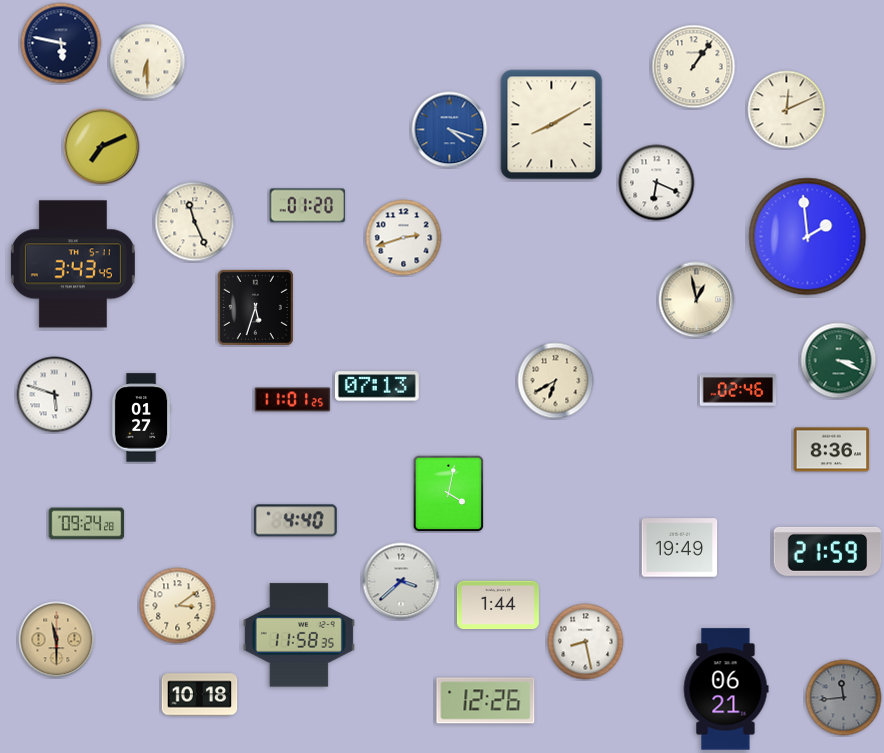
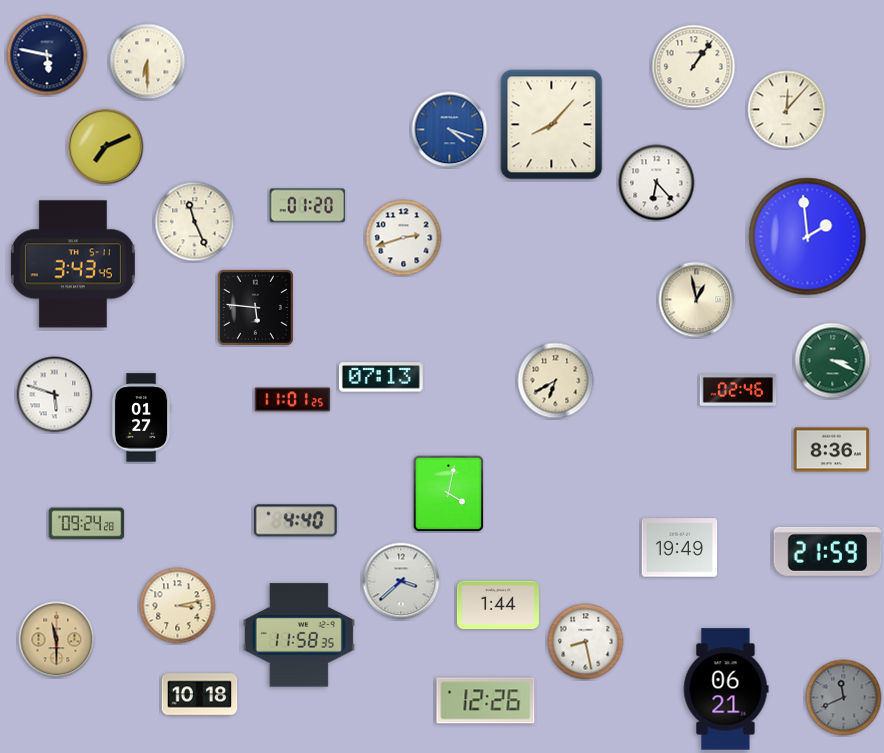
clock at (61, 43) position: (61, 43) -> (47, 55)
clock at (787, 110): 12:11 -> 12:07
clock at (552, 125): 8:10 -> 8:07
clock at (102, 147) position: (102, 147) -> (106, 147)
clock at (657, 183): 6:19 -> 6:23
clock at (255, 307): 5:33 -> 5:46
clock at (839, 361) position: (839, 361) -> (833, 361)
clock at (377, 386) position: (377, 386) -> (381, 377)
clock at (178, 606): 3:09 -> 3:13
clock at (844, 698): 11:44 -> 11:41
